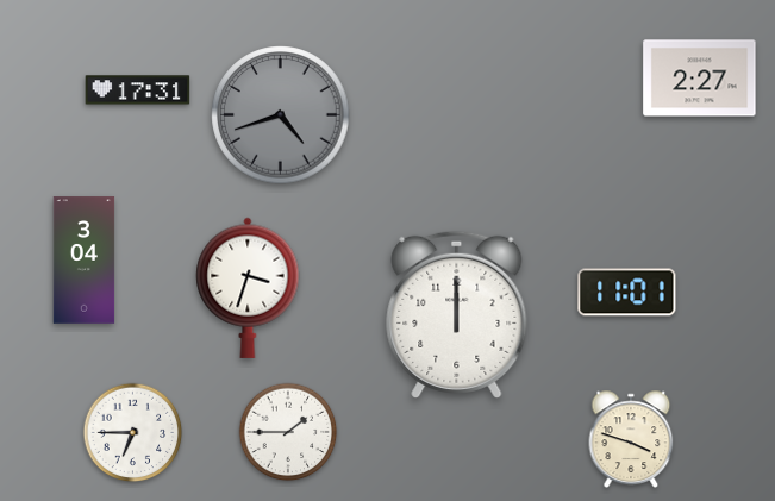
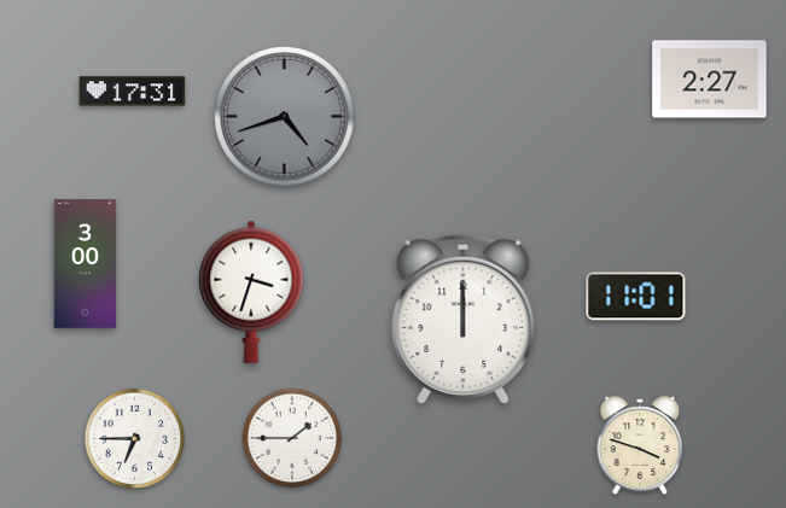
clock at (138, 90) position: (138, 90) -> (133, 92)
clock at (85, 261): 3:04 -> 3:00
